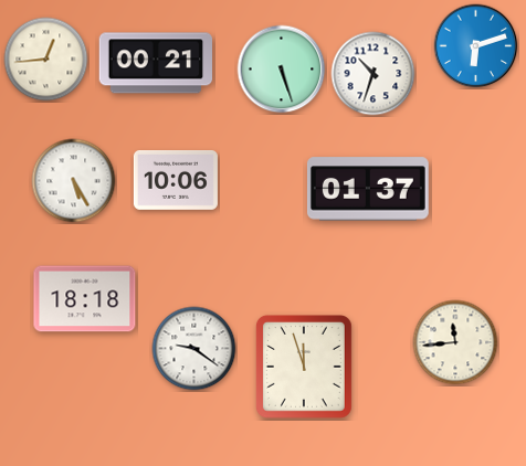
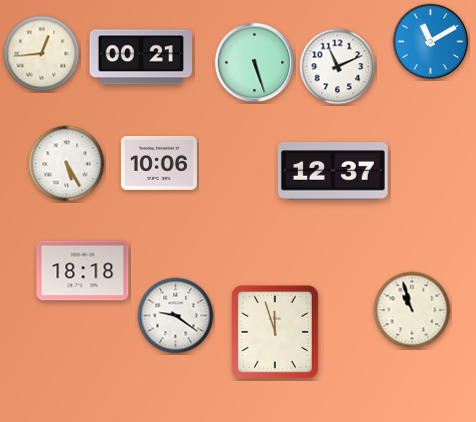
clock at (476, 46): 6:12 -> 11:10
clock at (374, 74): 10:33 -> 11:11
clock at (368, 189): 01:37 -> 12:37
clock at (85, 299) position: (85, 299) -> (83, 271)
clock at (455, 342): 11:44 -> 10:57
